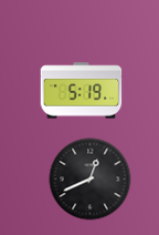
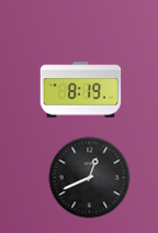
clock at (82, 91): 5:19 -> 8:19
